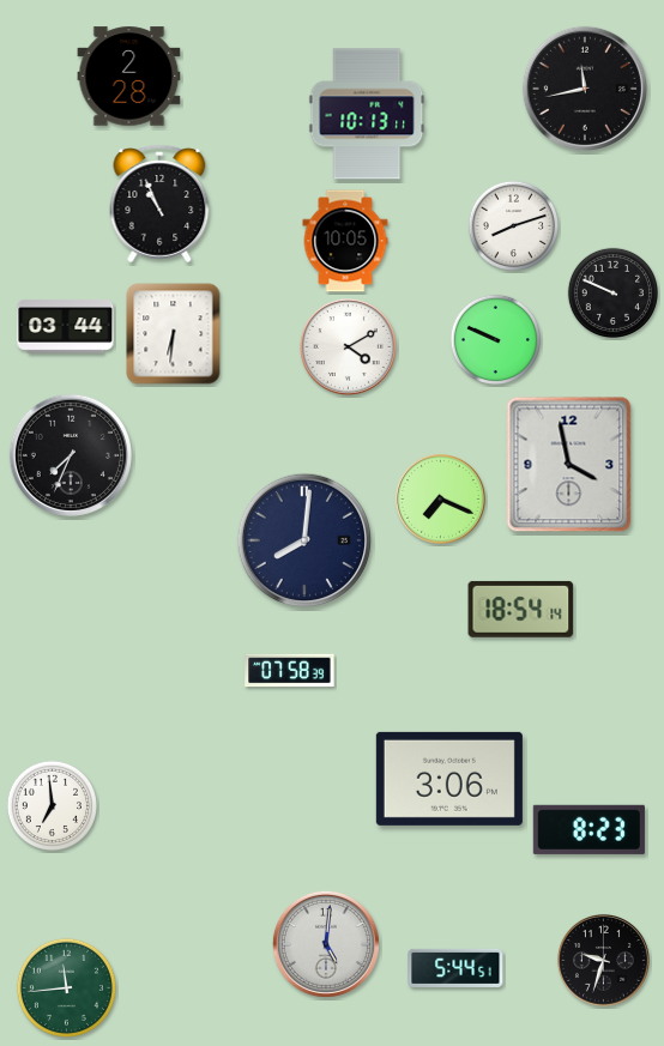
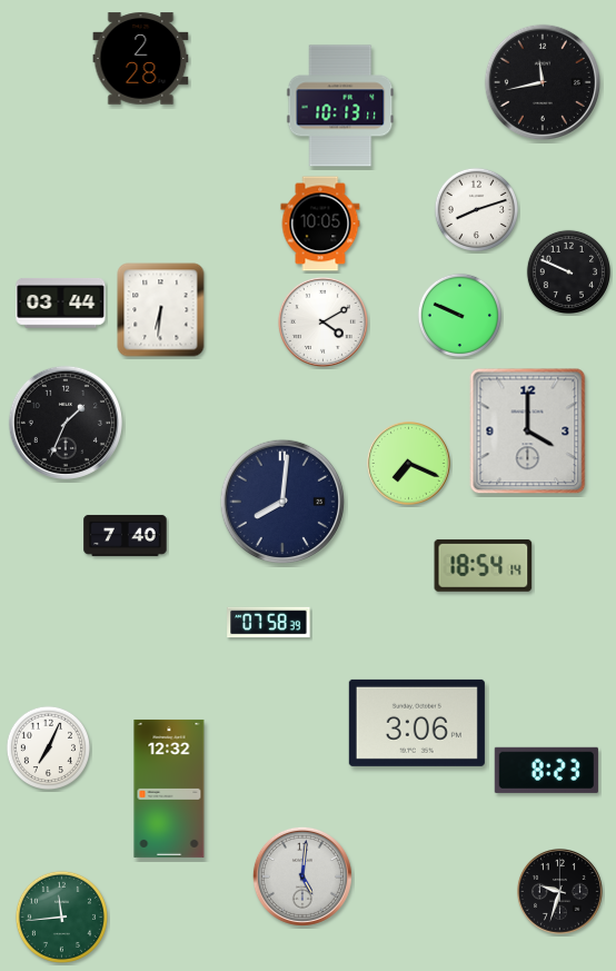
clock at (129, 77) position: (129, 77) -> (141, 59)
clock at (159, 204): 10:56 -> none
clock at (71, 455): 7:34 -> 1:34
clock at (569, 465): 3:58 -> 4:00
clock at (126, 535): none -> 7:40
clock at (52, 805): 6:59 -> 7:04
clock at (169, 789): none -> 12:32
clock at (455, 968): 5:44 -> none
